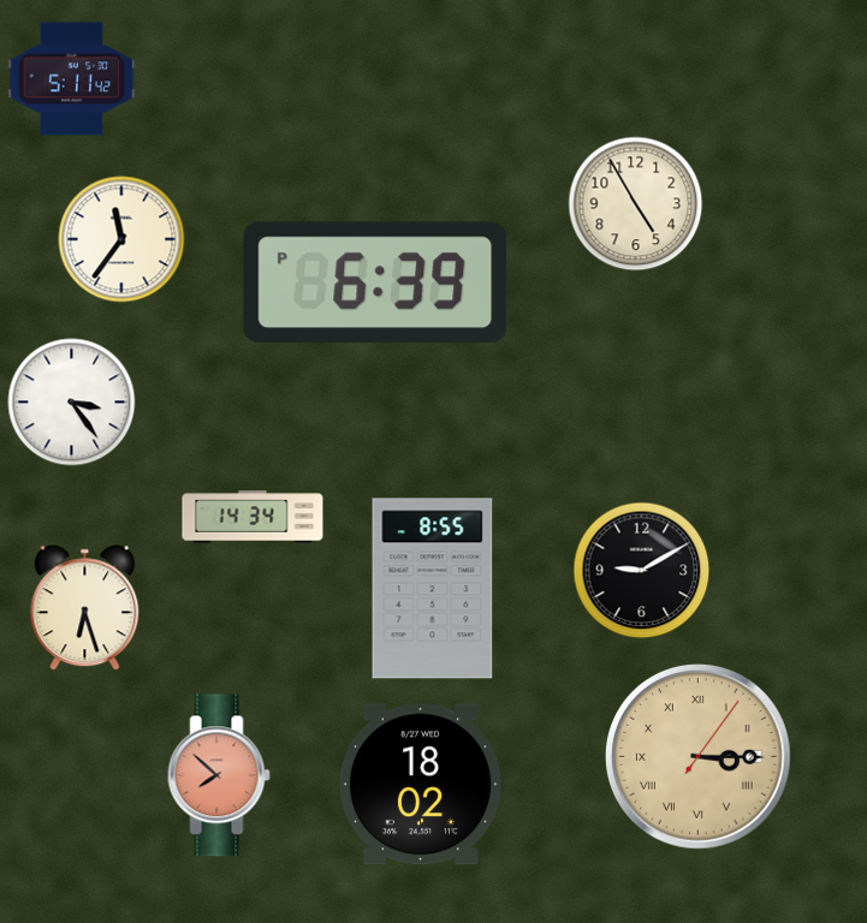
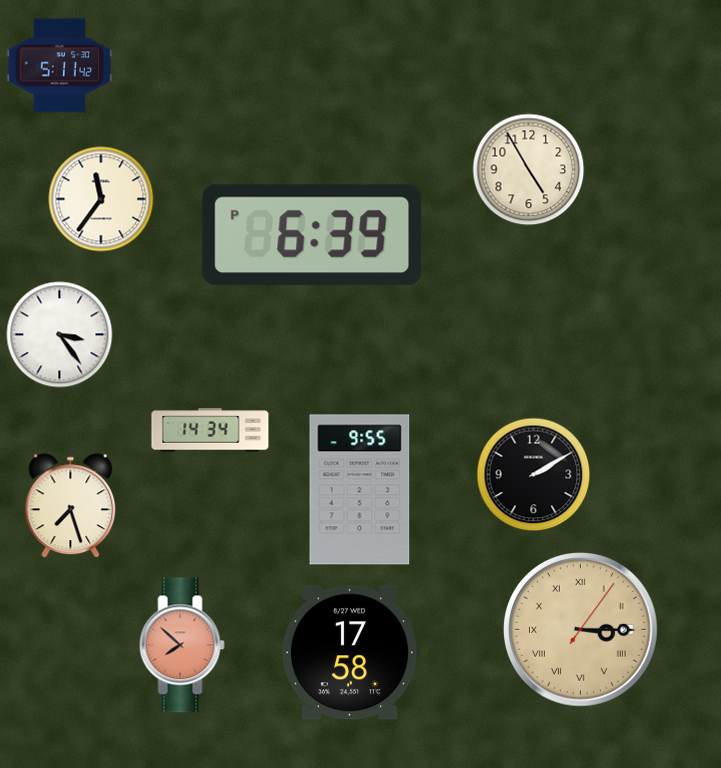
clock at (642, 571): 9:10 -> 2:10
clock at (433, 589): 8:55 -> 9:55
clock at (85, 608): 6:27 -> 7:27
clock at (421, 785): 18:02 -> 17:58
